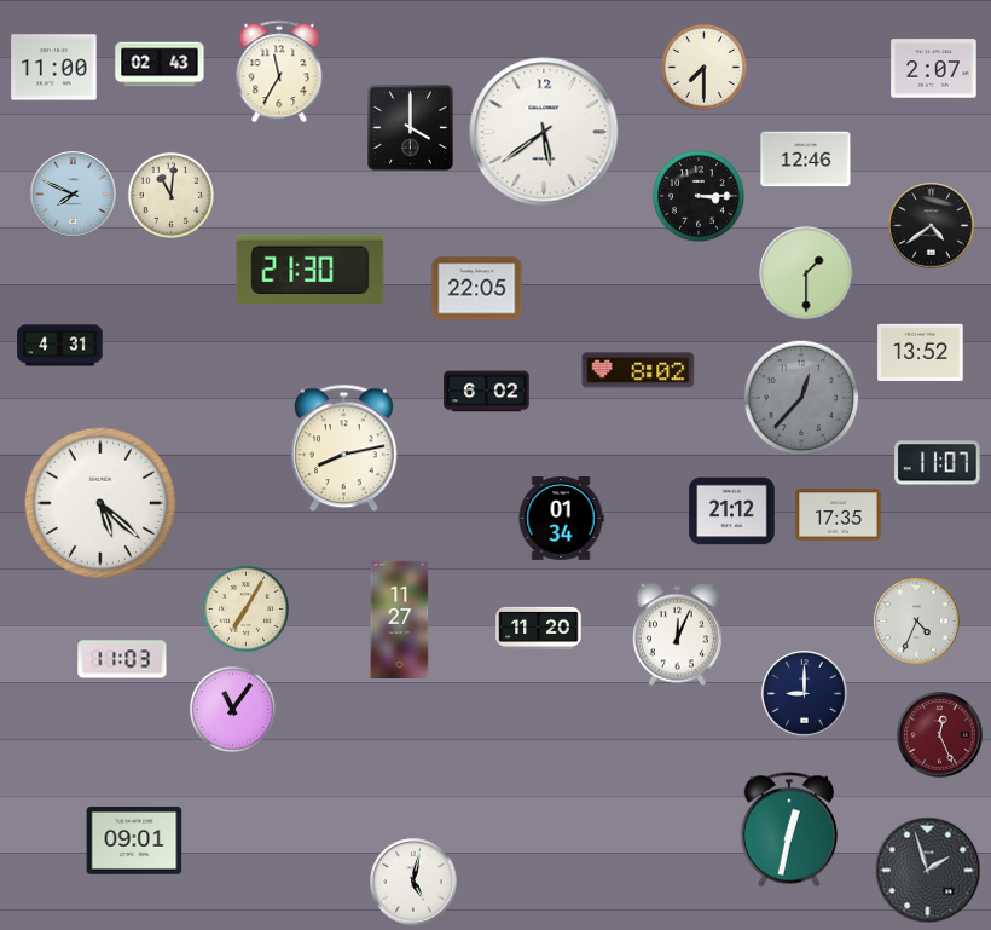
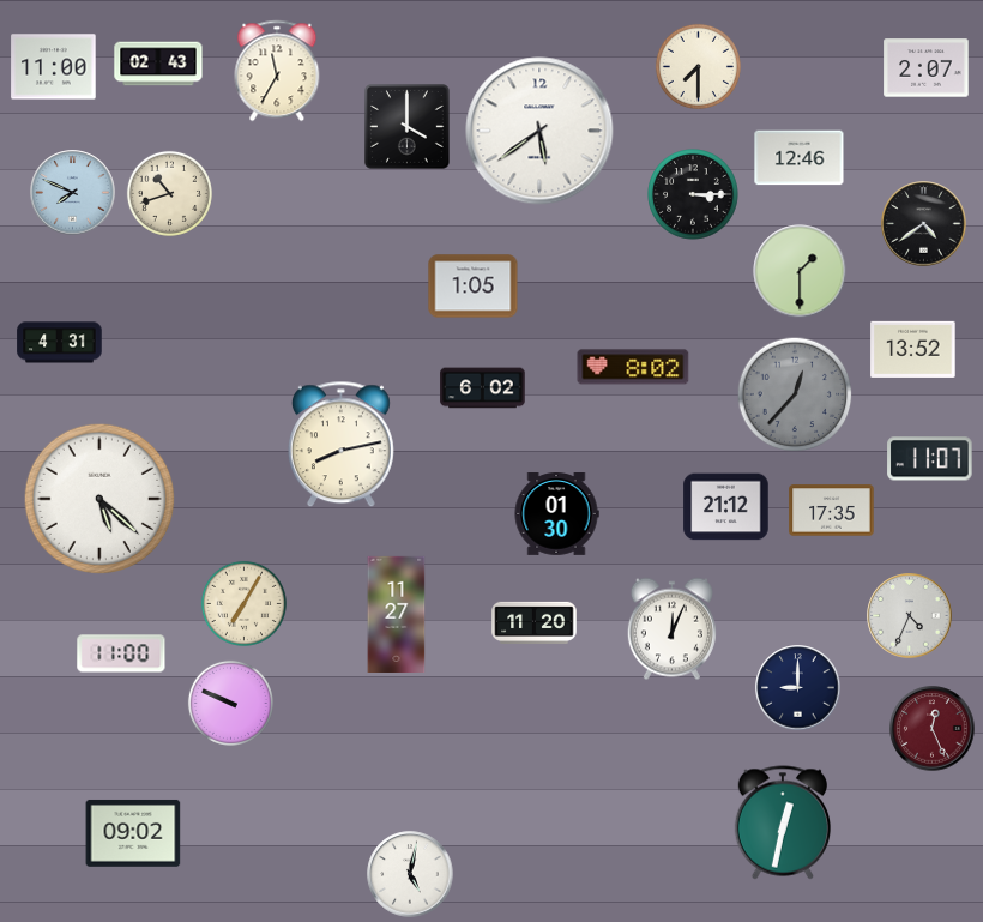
clock at (170, 195): 11:01 -> 10:42
clock at (311, 270): 21:30 -> none
clock at (477, 289): 22:05 -> 1:05
clock at (561, 519): 01:34 -> 01:30
clock at (122, 659): 11:03 -> 11:00
clock at (232, 709): 11:06 -> 9:49
clock at (134, 841): 09:01 -> 09:02
clock at (928, 871): 1:57 -> none
